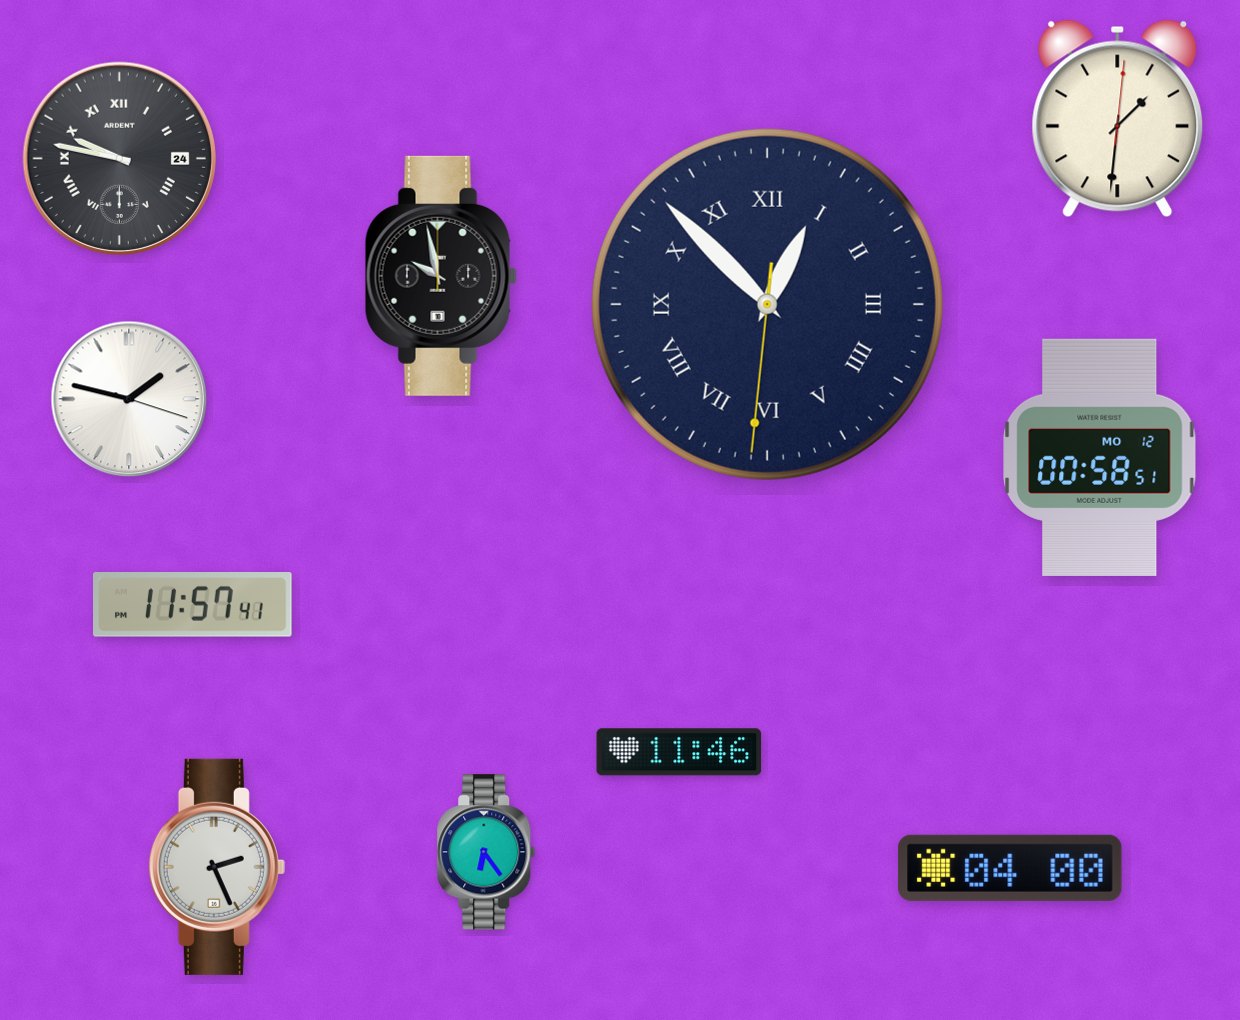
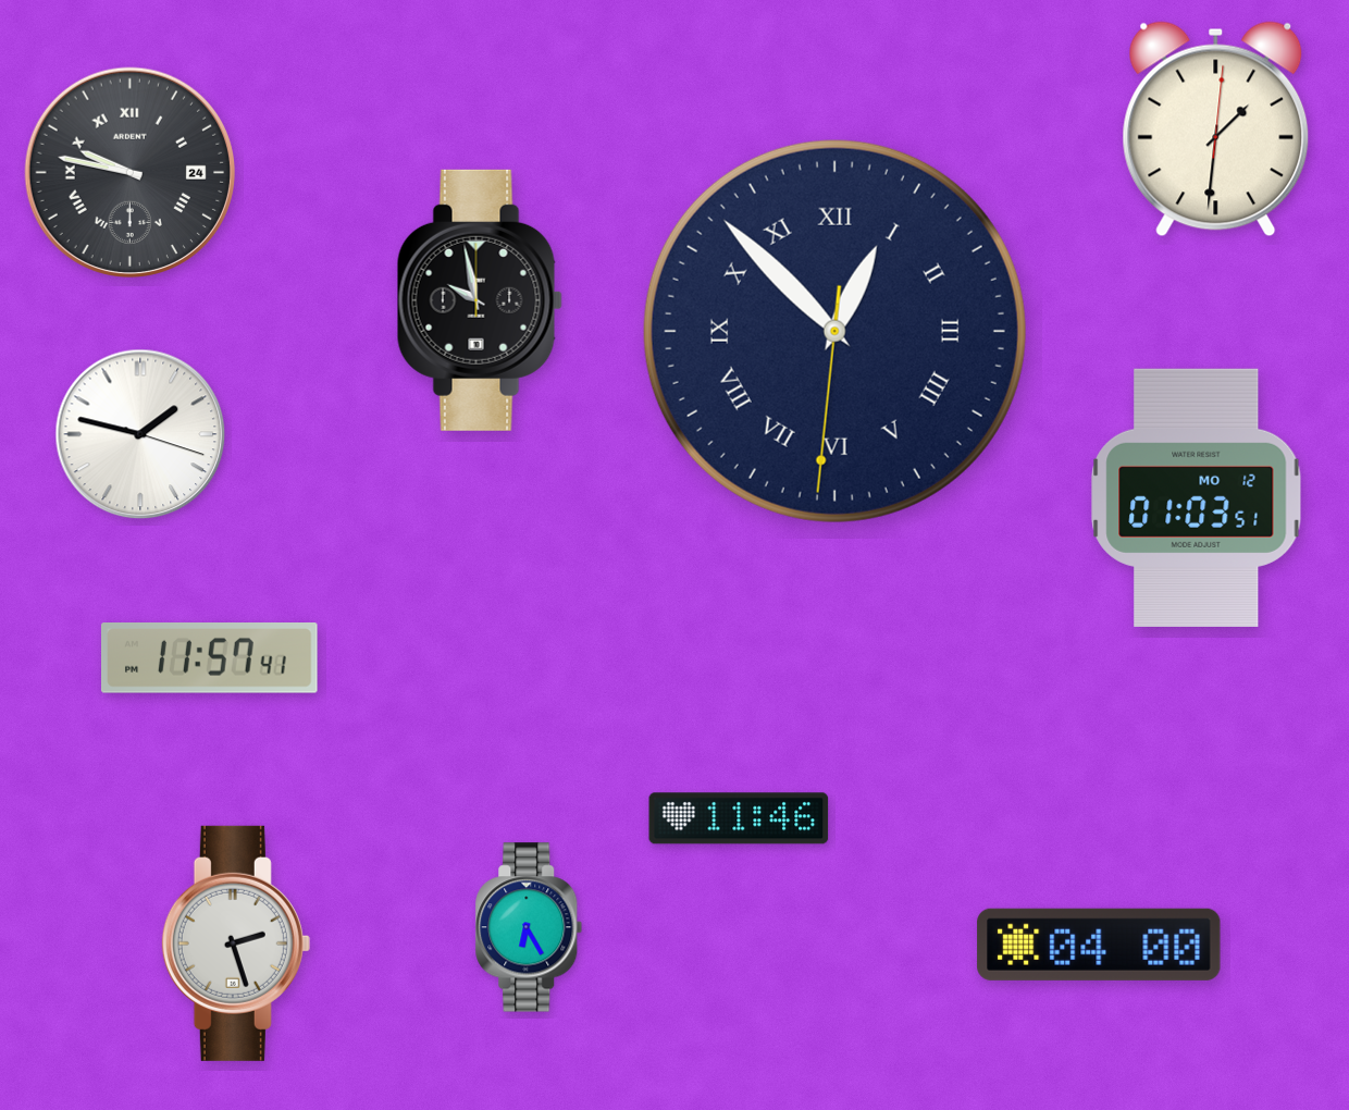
clock at (1100, 457): 00:58 -> 01:03
clock at (486, 852): 6:24 -> 6:25
clock at (217, 867): 2:26 -> 2:27
